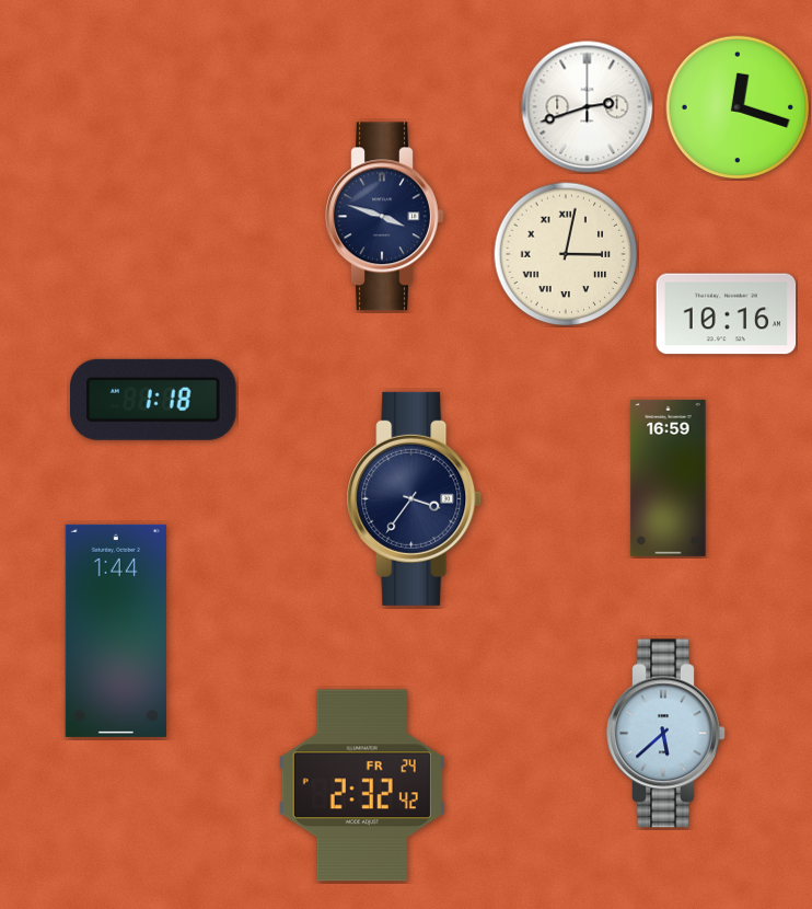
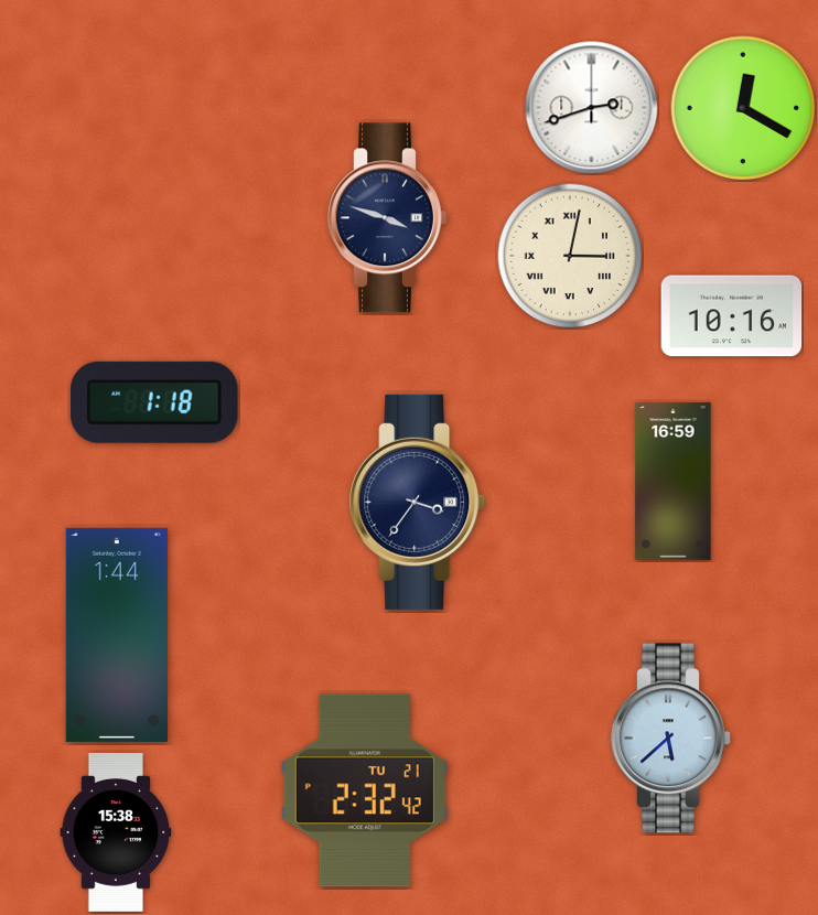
clock at (738, 107): 12:18 -> 12:20
clock at (362, 785) date: FR 24 -> TU 21
clock at (116, 832): none -> 15:38
